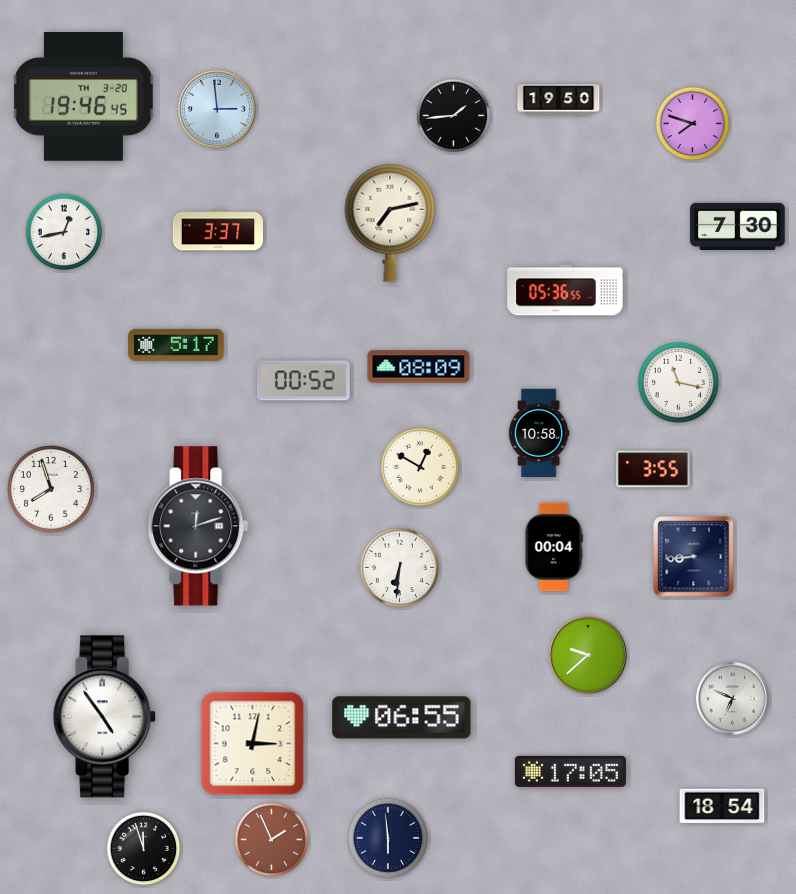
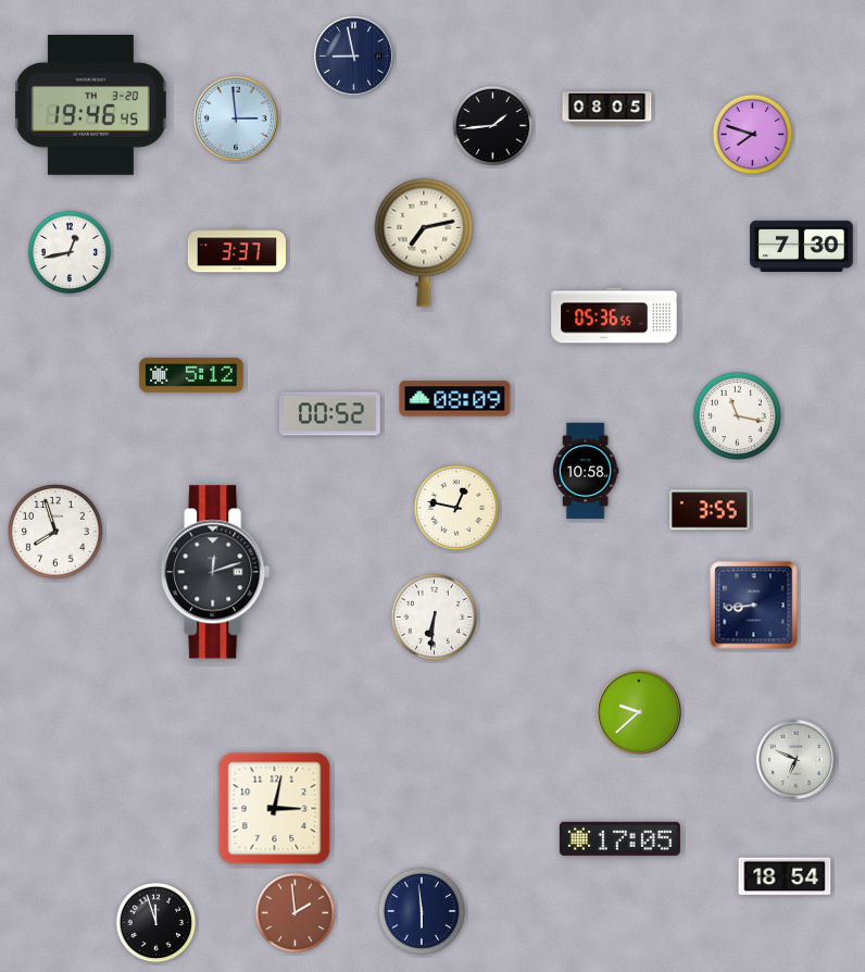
clock at (353, 55): none -> 8:58
clock at (559, 100): 19:50 -> 08:05
clock at (176, 345): 5:17 -> 5:12
clock at (419, 466): 12:50 -> 12:47
clock at (554, 547): 00:04 -> none
clock at (105, 717): 4:54 -> none
clock at (402, 718): 06:55 -> none
clock at (272, 840): 1:56 -> 1:59
